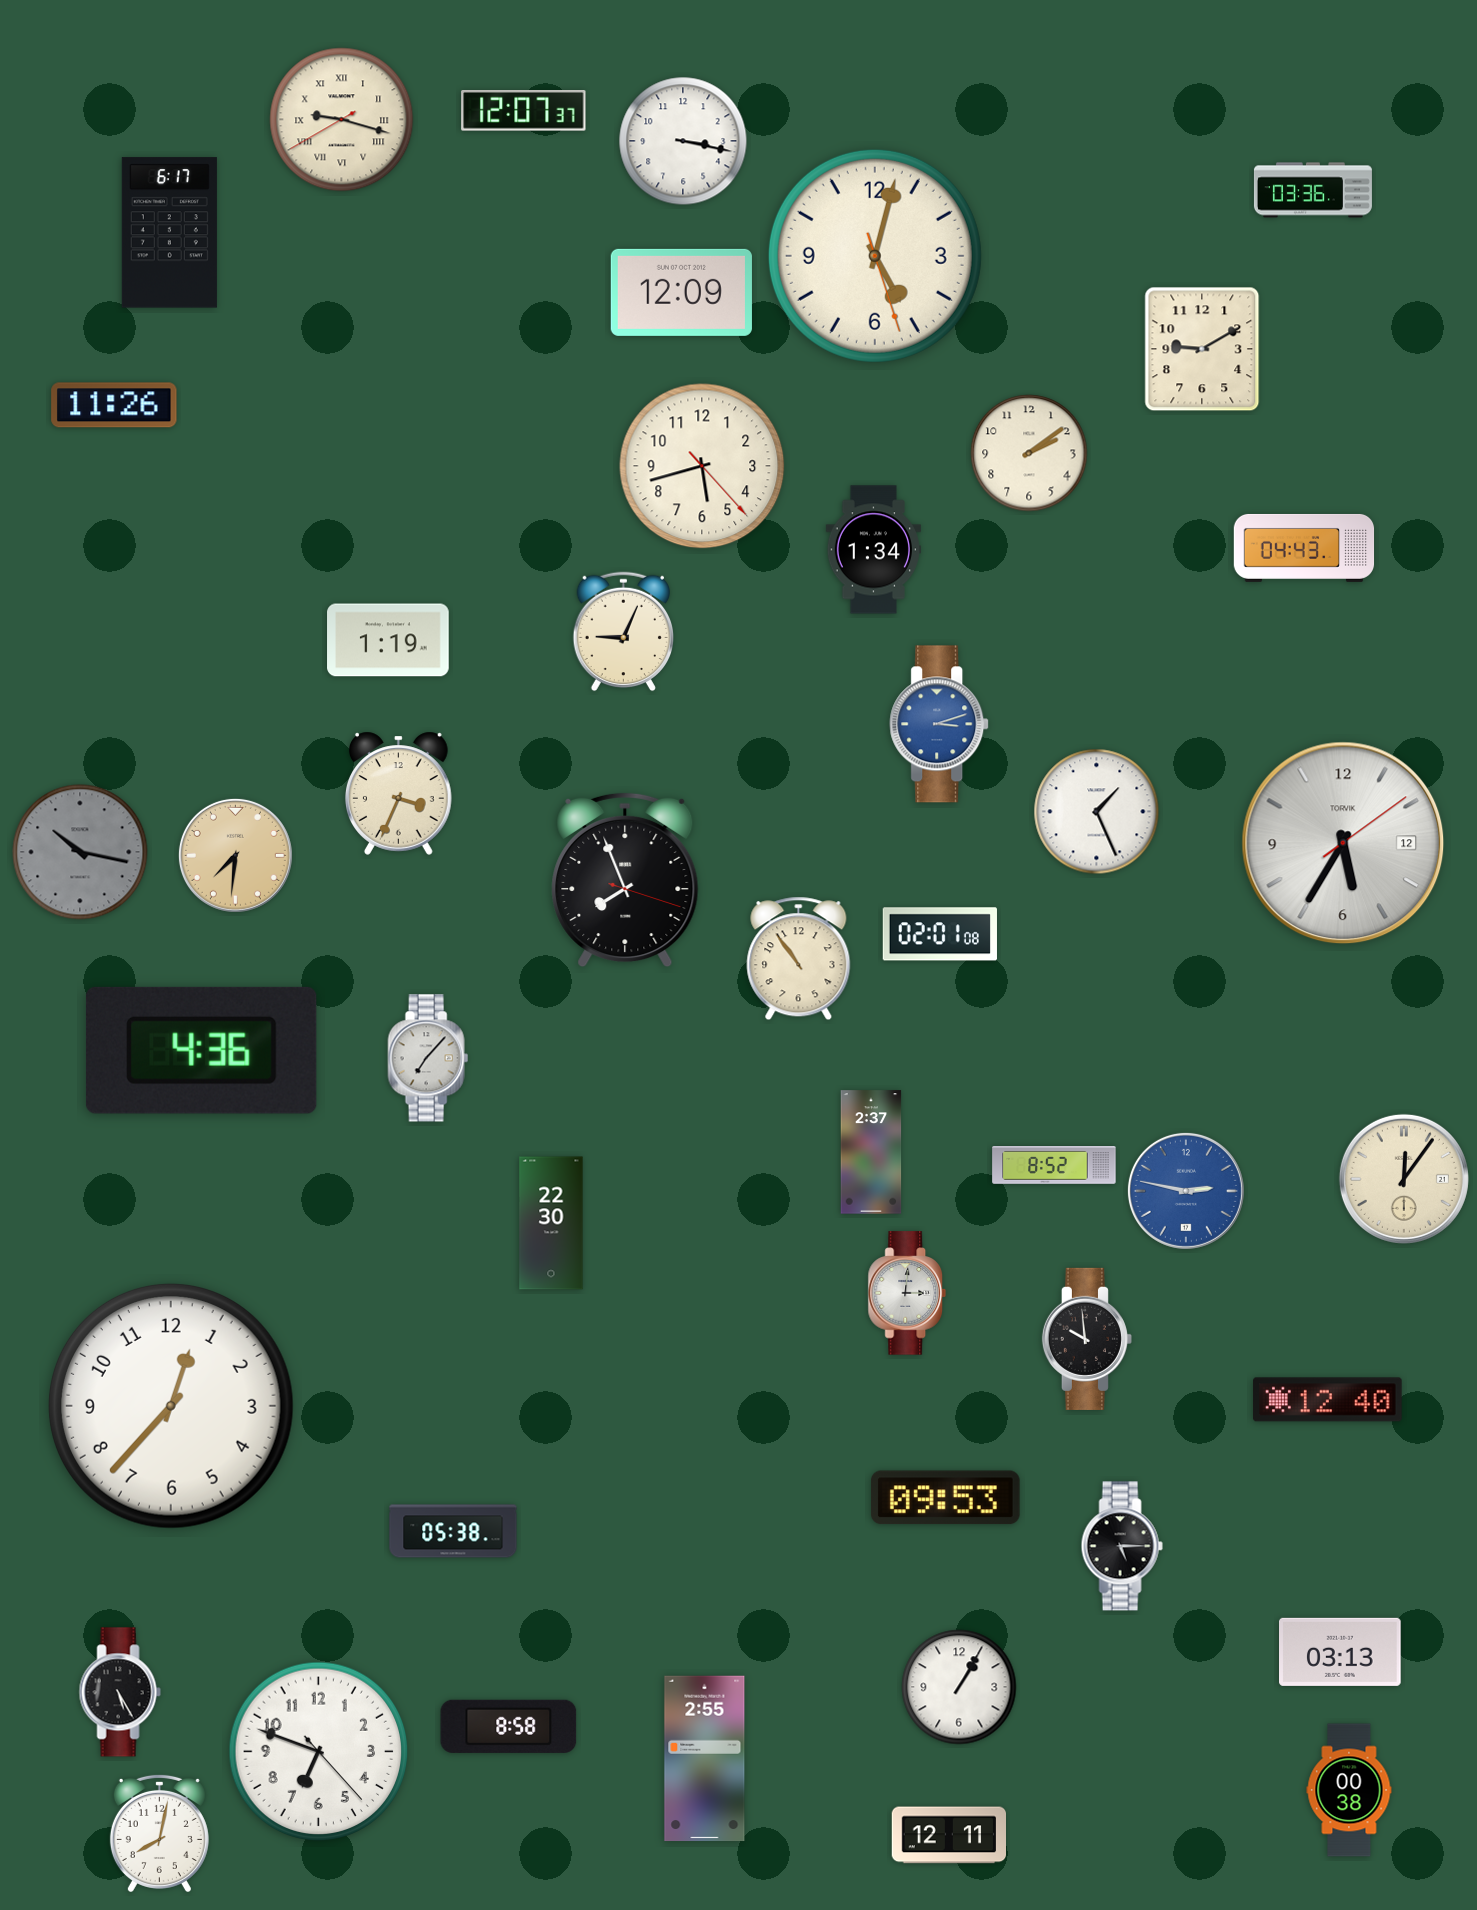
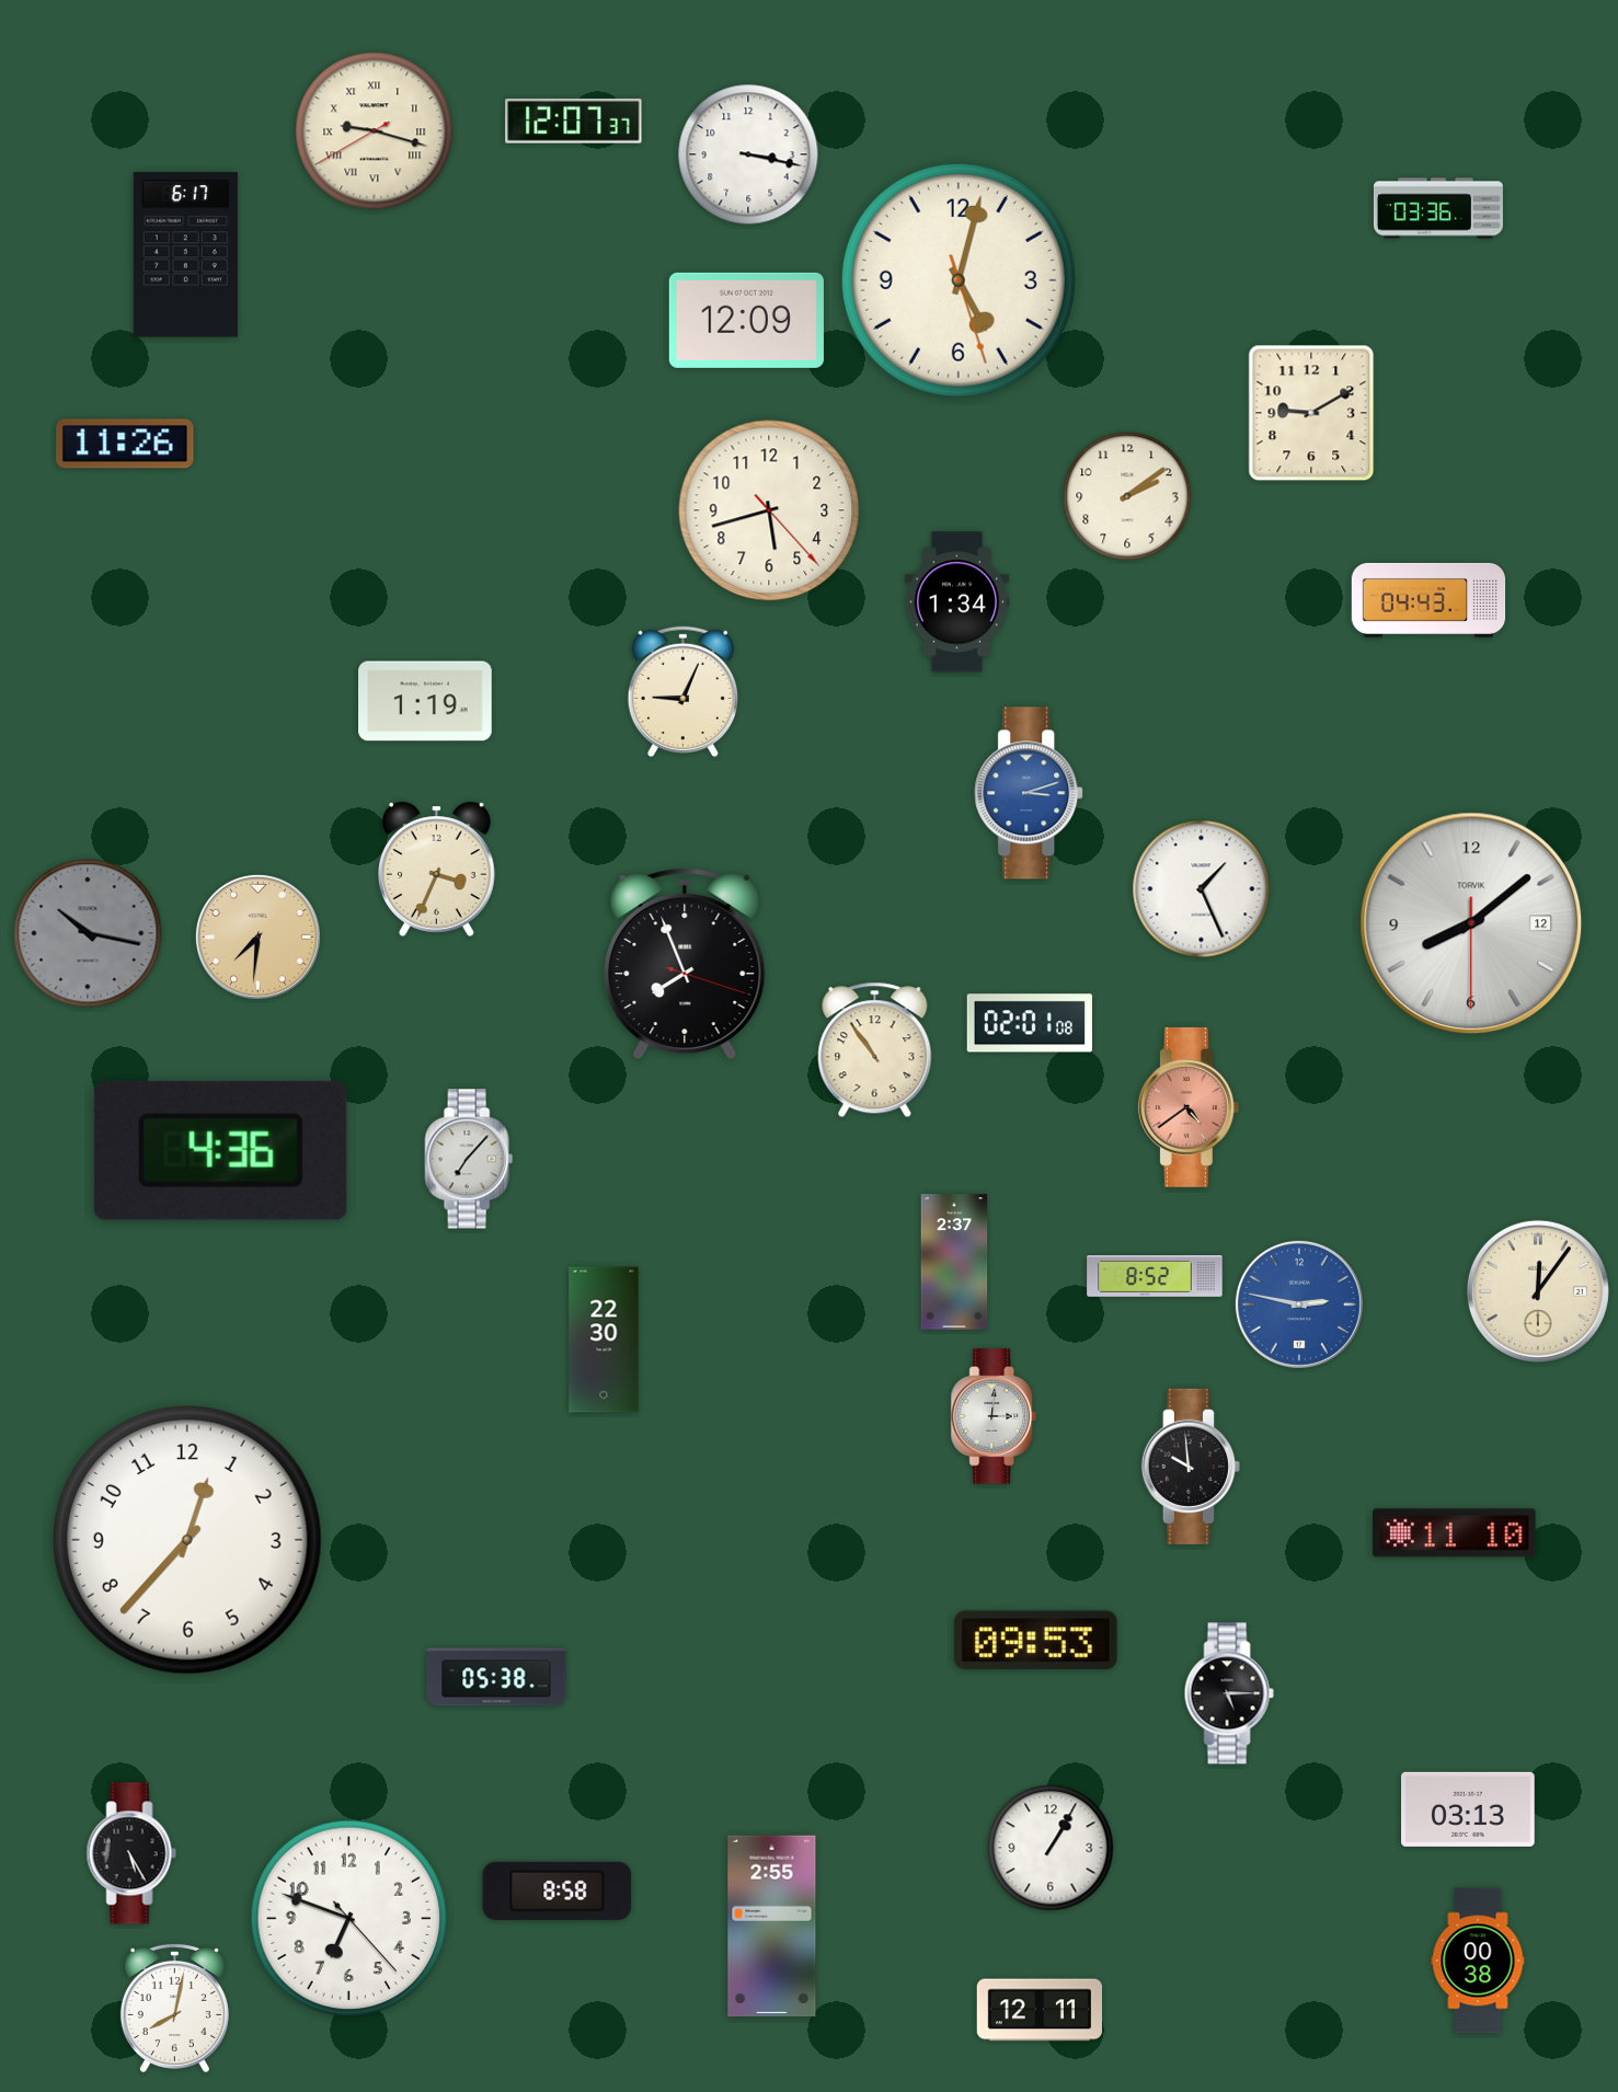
clock at (1202, 349) position: (1202, 349) -> (1311, 413)
clock at (1343, 843): 5:35 -> 8:08
clock at (1189, 1107): none -> 4:39
clock at (1328, 1400): 12:40 -> 11:10
